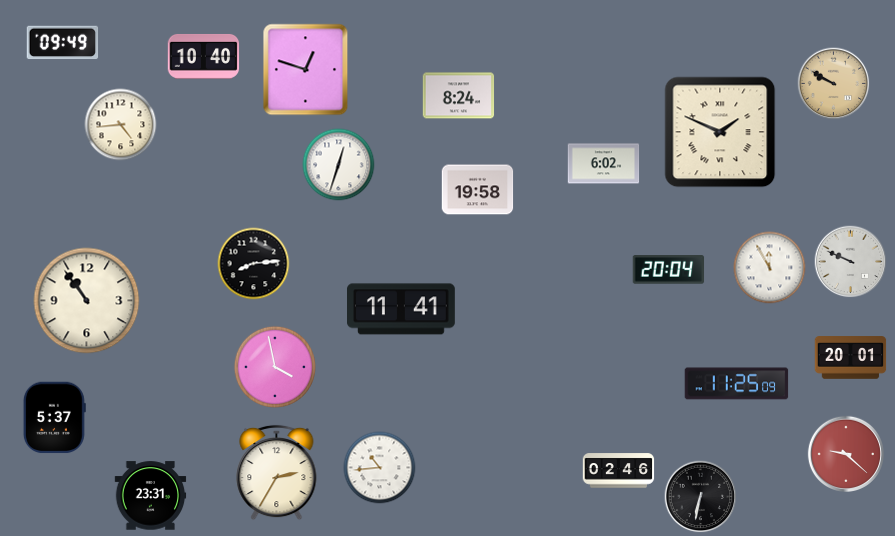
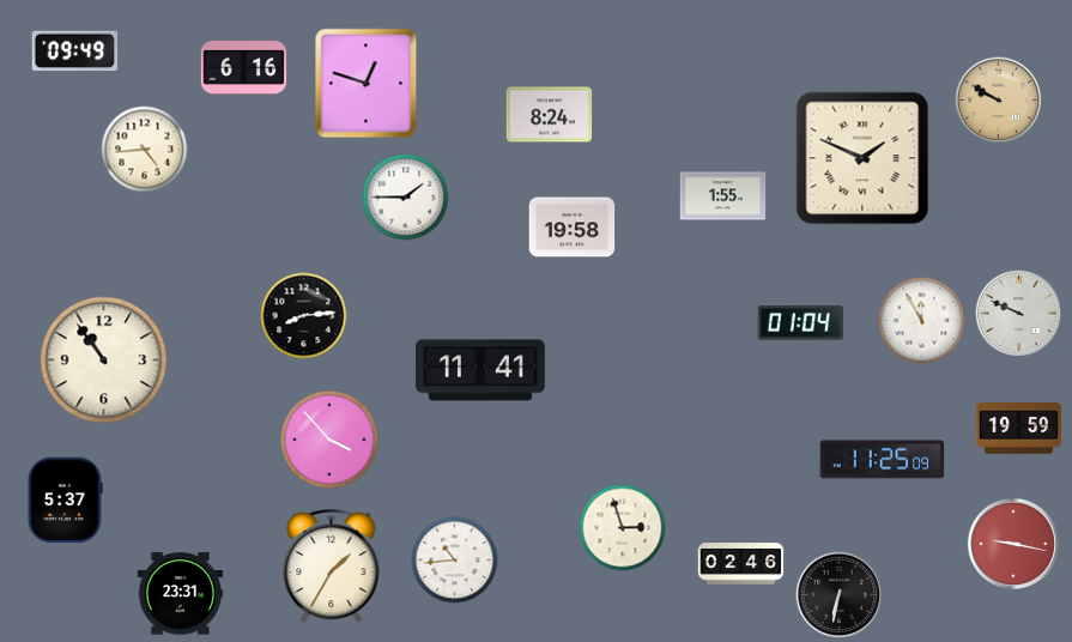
clock at (204, 56): 10:40 -> 6:16
clock at (604, 164): 6:02 -> 1:55
clock at (339, 165): 12:33 -> 1:45
clock at (669, 270): 20:04 -> 01:04
clock at (851, 358): 20:01 -> 19:59
clock at (275, 367): 3:58 -> 3:53
clock at (623, 528): none -> 2:57
clock at (845, 453): 9:22 -> 9:17
clock at (277, 473): 2:35 -> 1:35
